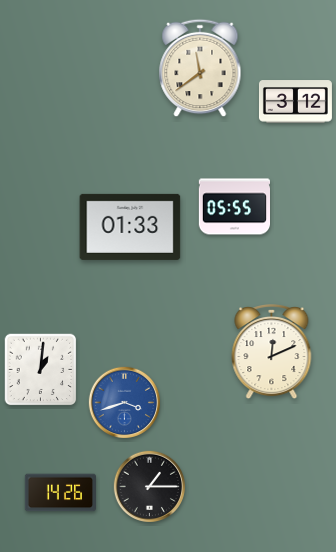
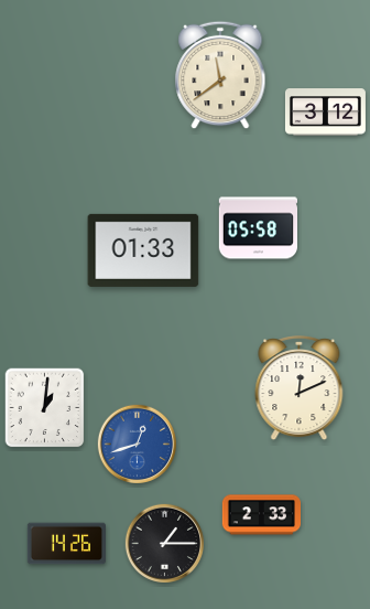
clock at (234, 207): 05:55 -> 05:58
clock at (125, 403): 3:42 -> 12:42
clock at (261, 515): none -> 2:33
clock at (150, 487) position: (150, 487) -> (165, 544)
